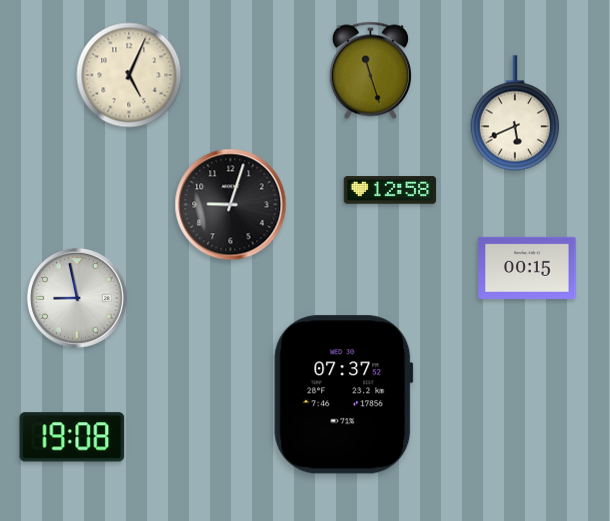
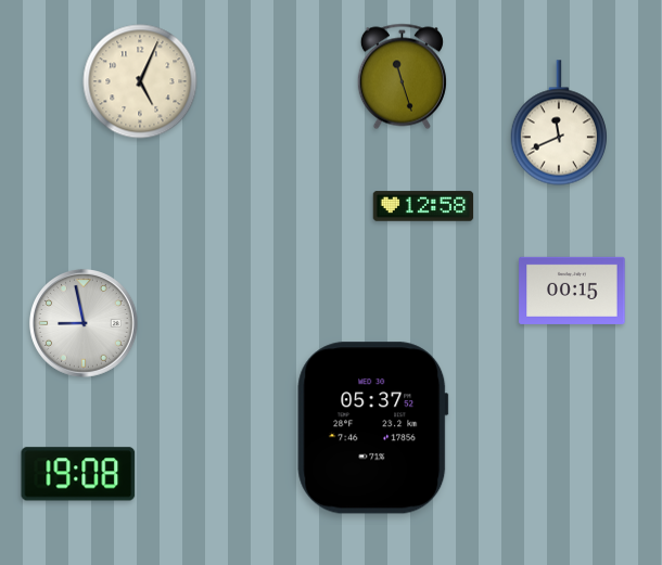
clock at (514, 113): 5:41 -> 11:41
clock at (231, 205): 9:03 -> none
clock at (344, 395): 07:37 -> 05:37
